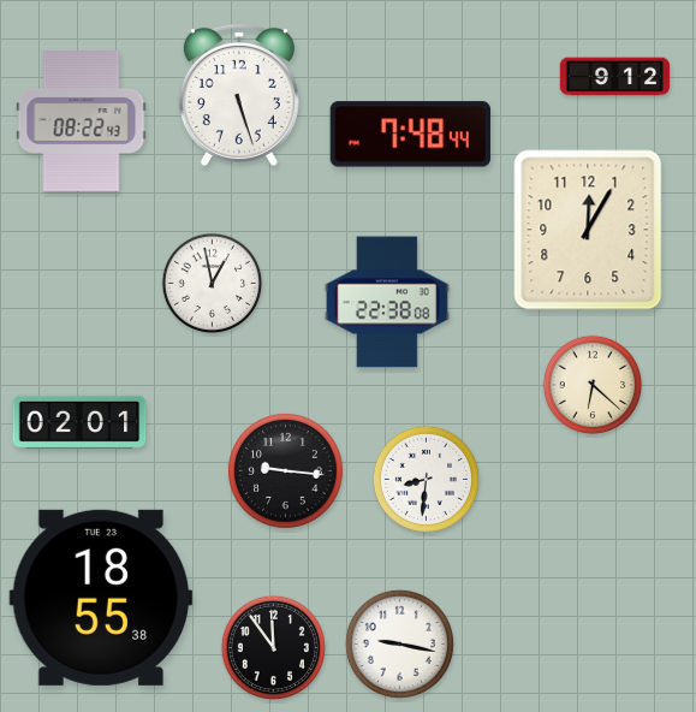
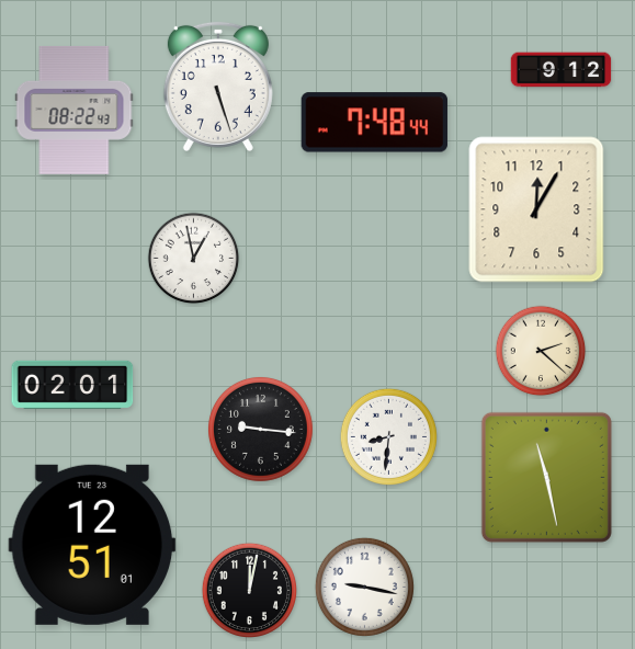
clock at (387, 302): 22:38 -> none
clock at (593, 385): 6:22 -> 2:22
clock at (546, 477): none -> 11:28
clock at (101, 598): 18:55 -> 12:51
clock at (273, 647): 11:54 -> 12:02
